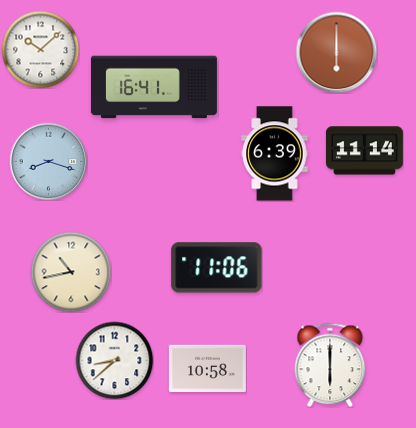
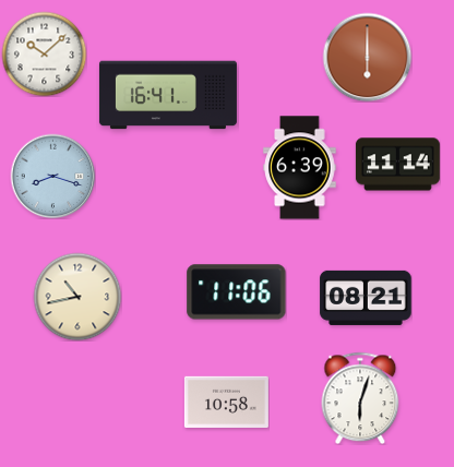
clock at (366, 298): none -> 08:21
clock at (114, 360): 8:38 -> none
clock at (330, 365): 6:00 -> 6:03
